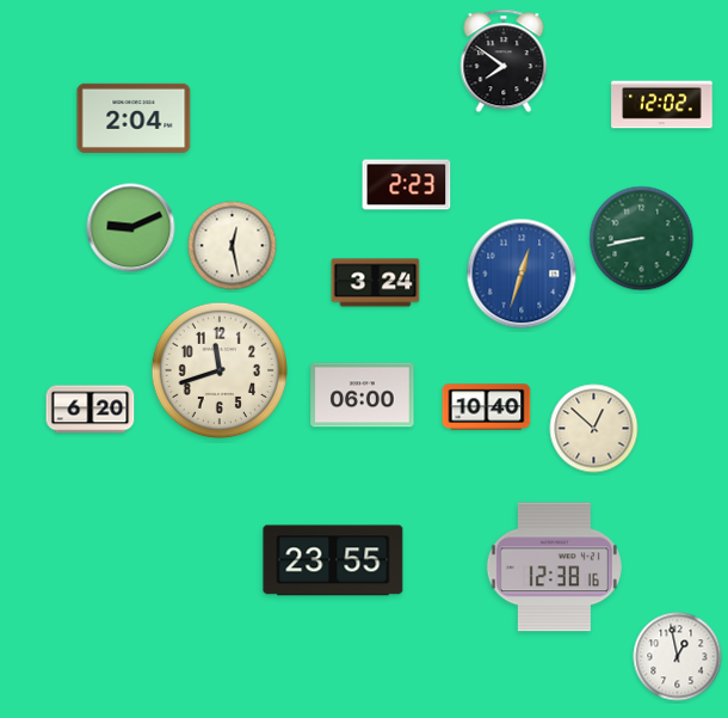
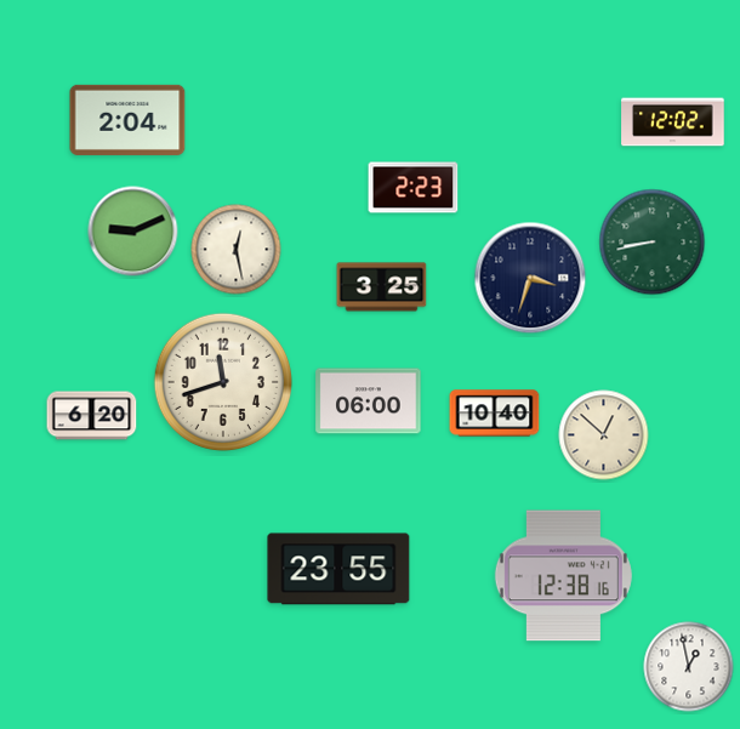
clock at (504, 61): 7:51 -> none
clock at (662, 105) position: (662, 105) -> (673, 123)
clock at (134, 118) position: (134, 118) -> (127, 120)
clock at (522, 274): 12:33 -> 3:33
clock at (522, 274) dial: blue -> navy
clock at (376, 283): 3:24 -> 3:25
clock at (218, 369) position: (218, 369) -> (222, 381)
